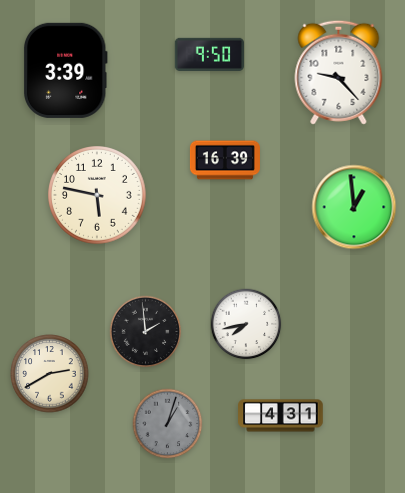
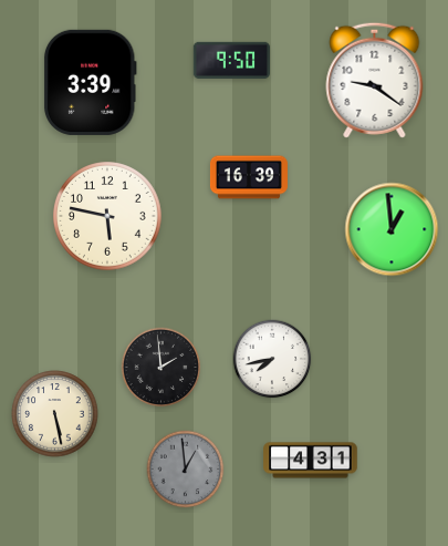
clock at (65, 70) position: (65, 70) -> (90, 82)
clock at (339, 72): 9:23 -> 9:21
clock at (50, 374): 2:40 -> 5:28
clock at (168, 424): 1:03 -> 12:59
